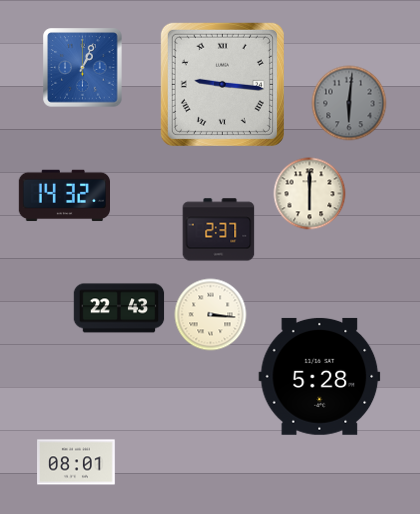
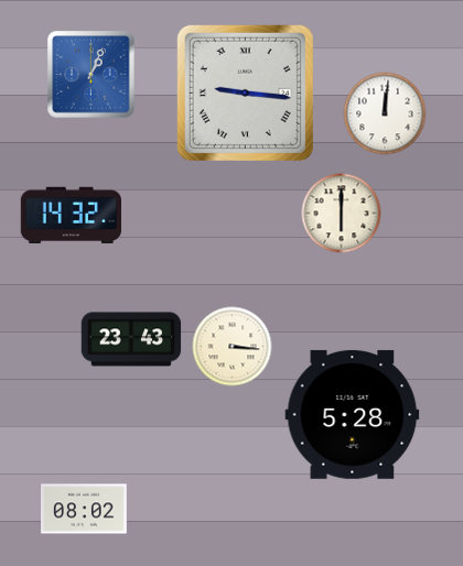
clock at (349, 103): 6:01 -> 12:01
clock at (349, 103) dial: grey -> white
clock at (219, 230): 2:37 -> none
clock at (119, 308): 22:43 -> 23:43
clock at (76, 462): 08:01 -> 08:02
